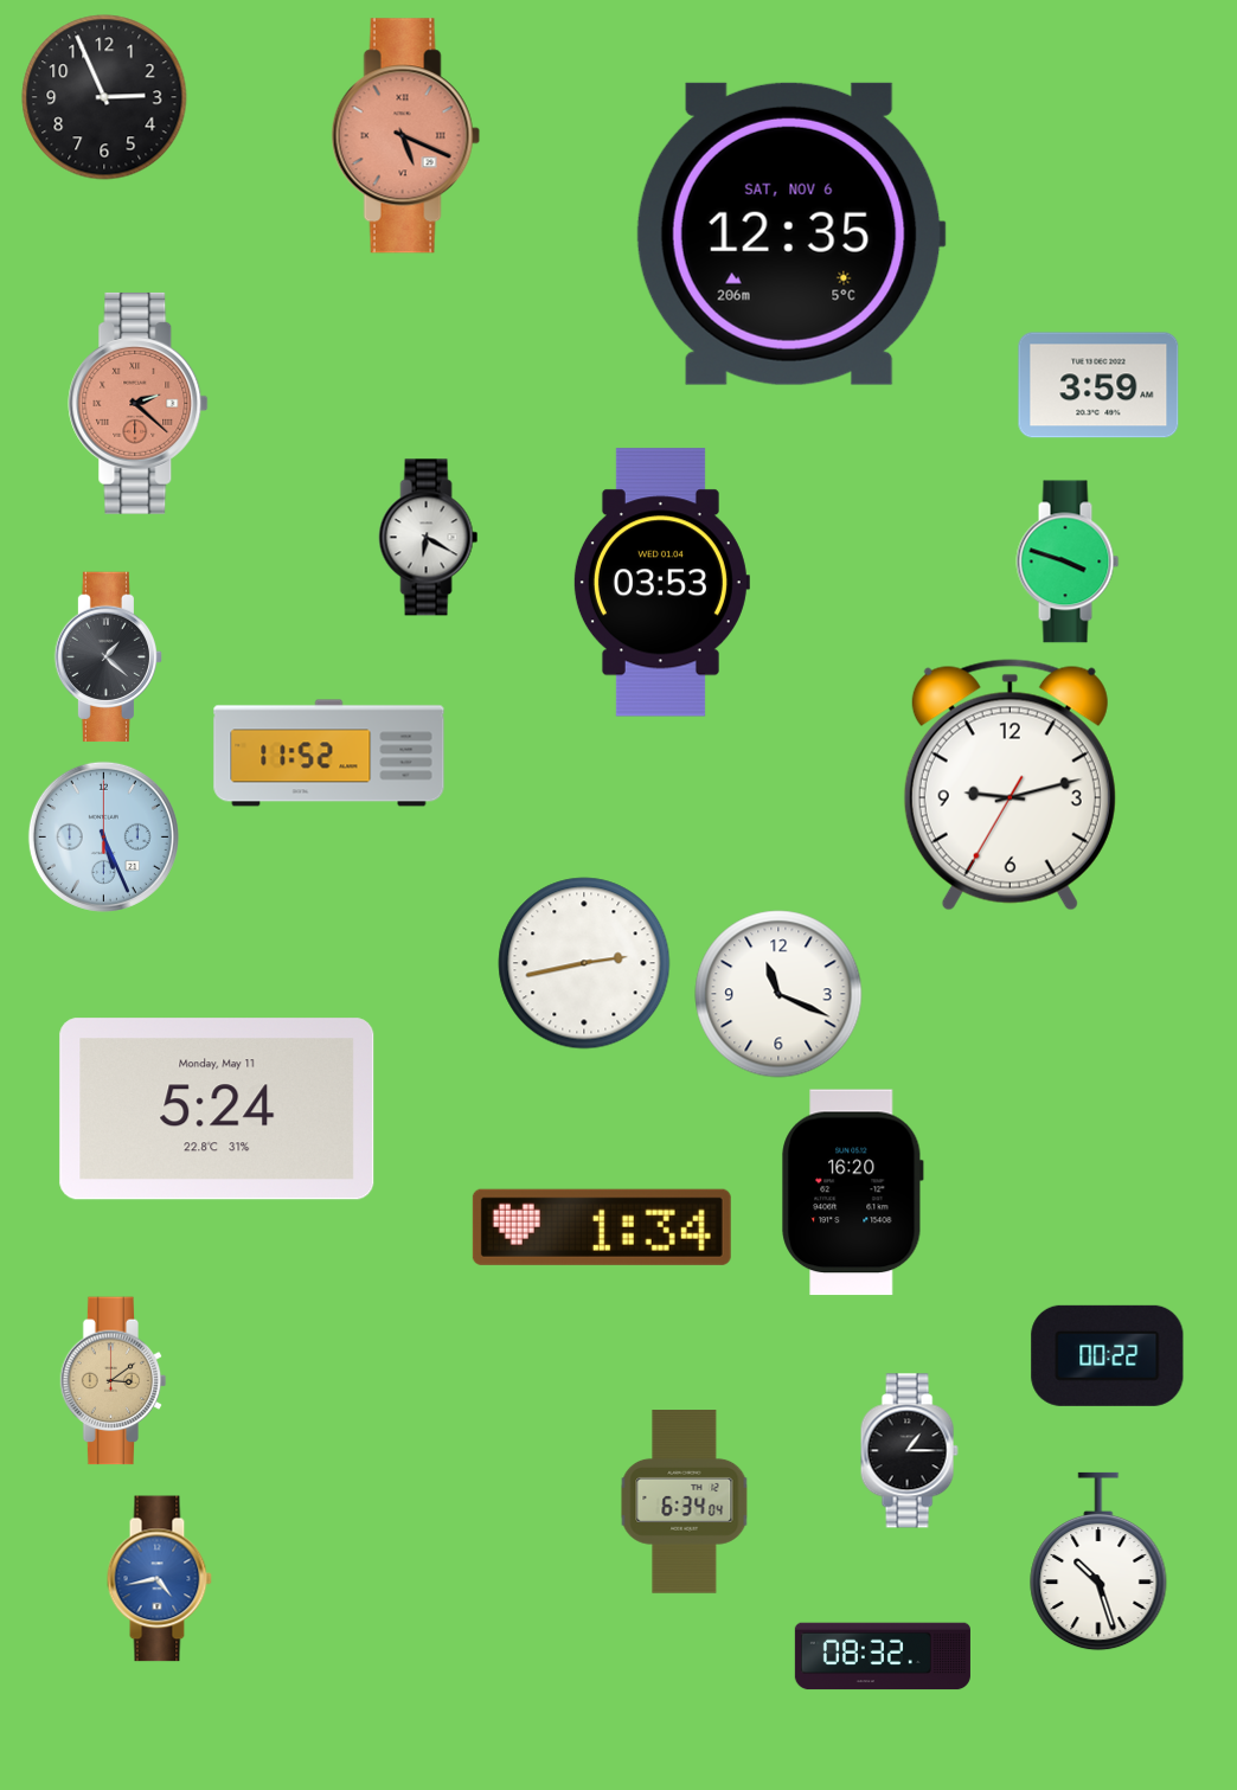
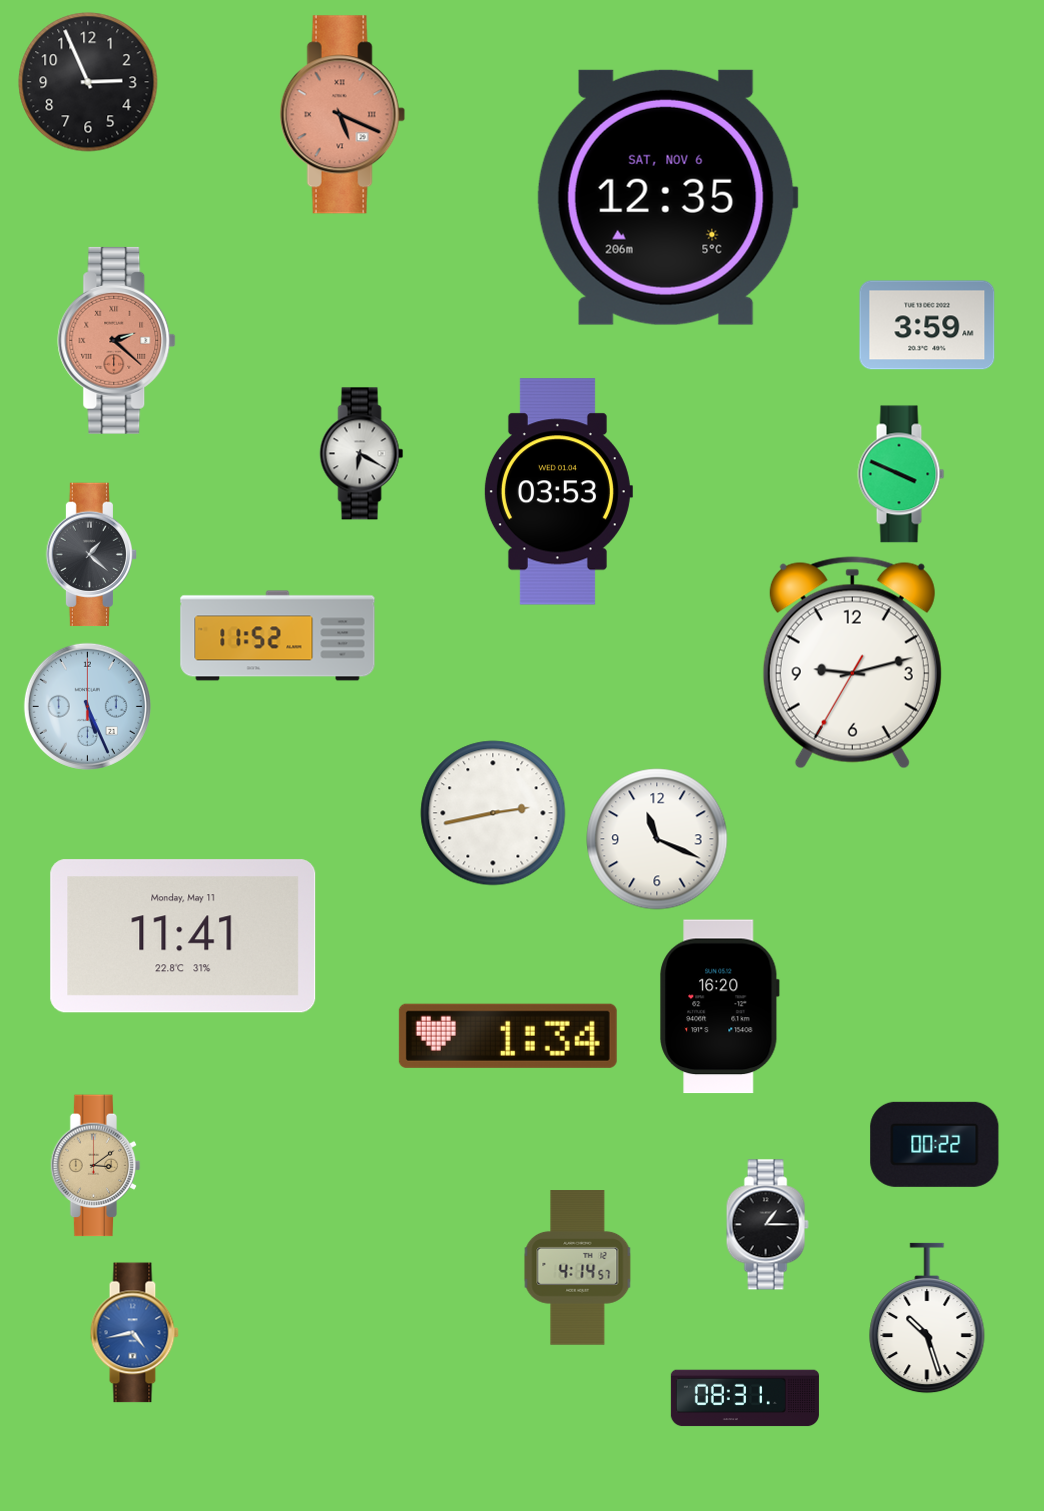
clock at (1068, 562): 3:48 -> 3:49
clock at (217, 1109): 5:24 -> 11:41
clock at (685, 1502): 6:34 -> 4:14
clock at (883, 1656): 08:32 -> 08:31
